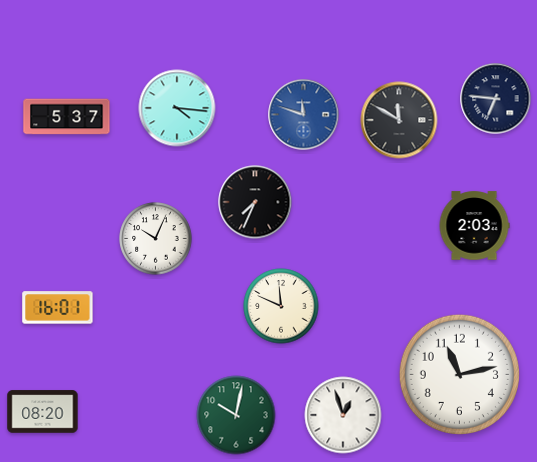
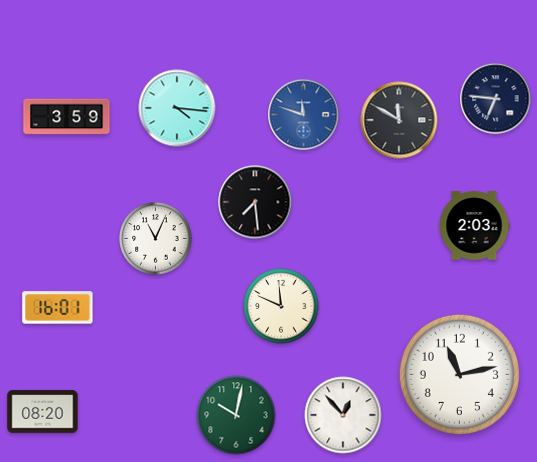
clock at (67, 117): 5:37 -> 3:59
clock at (255, 202): 7:34 -> 7:29
clock at (156, 239): 10:04 -> 11:04
clock at (343, 415): 12:57 -> 12:53
